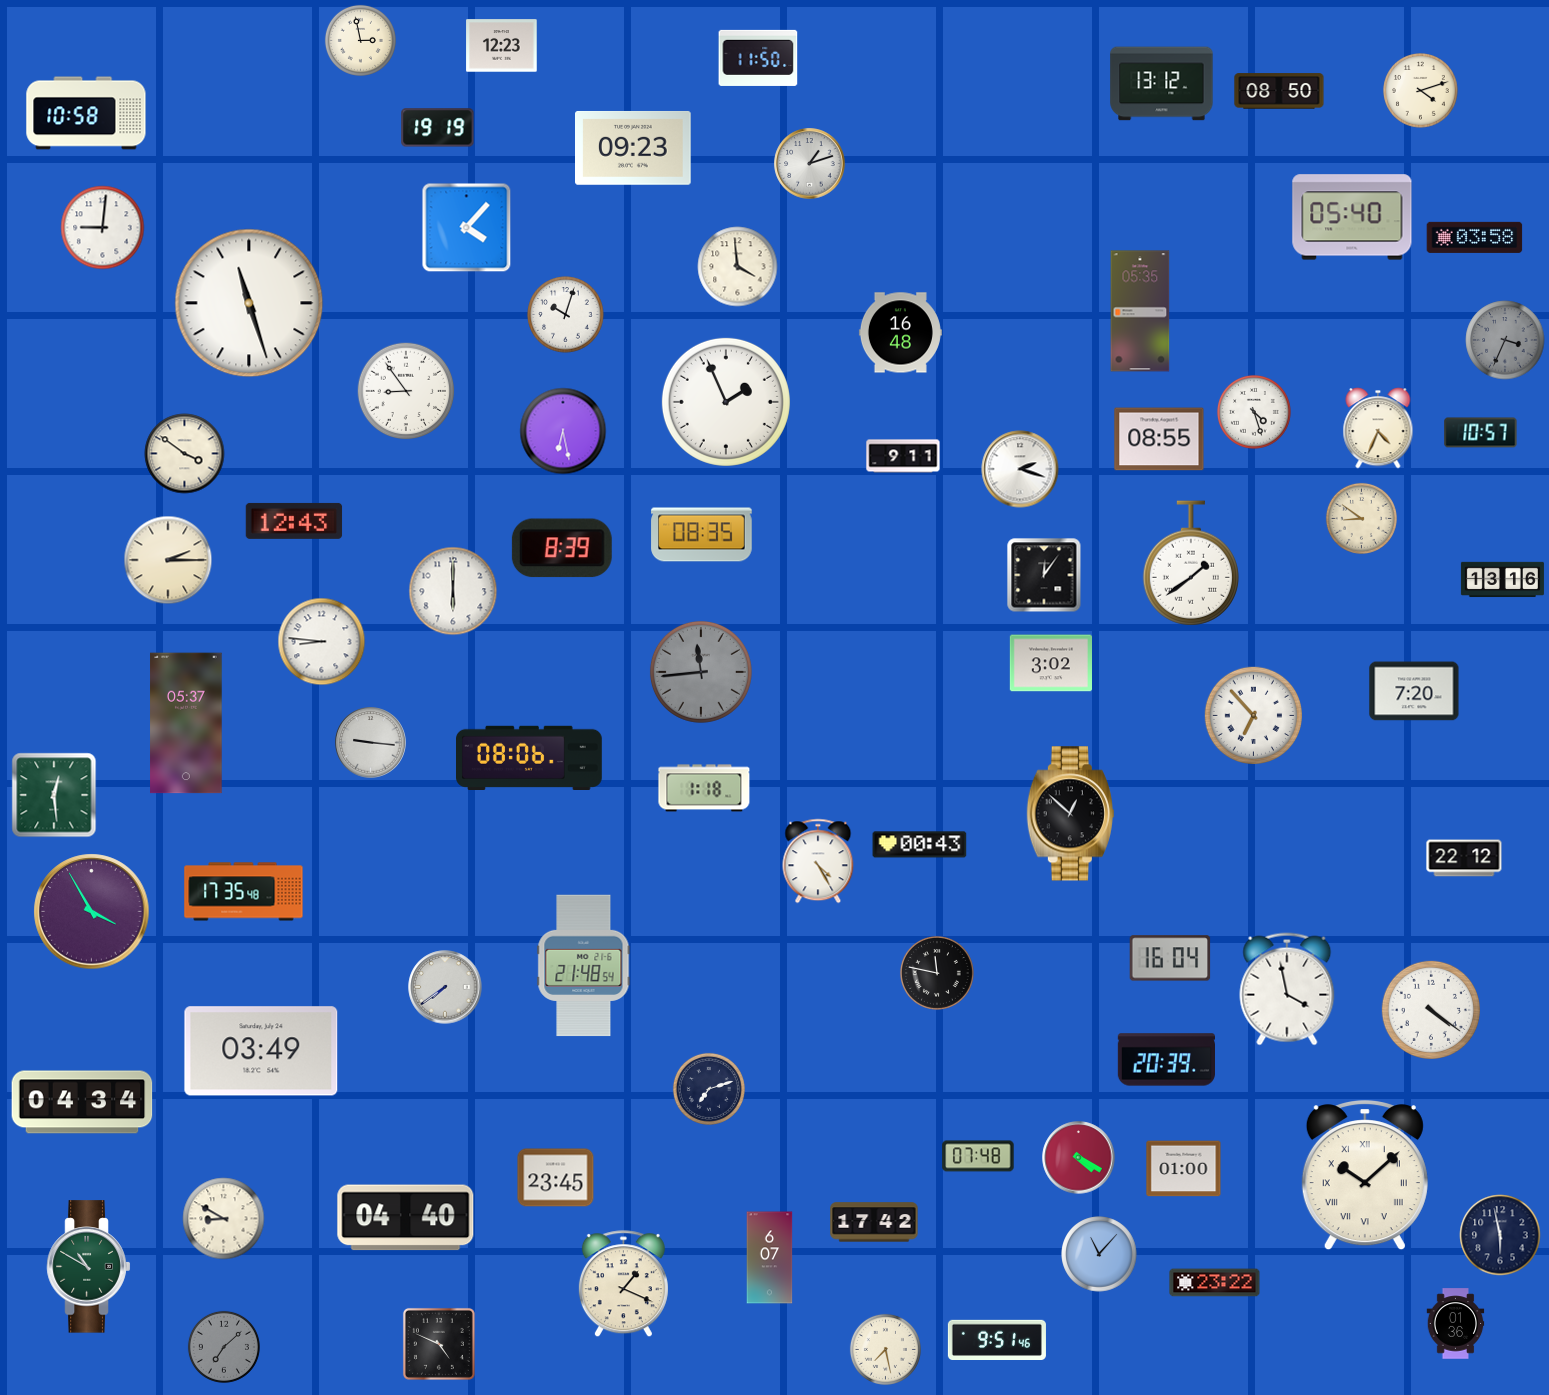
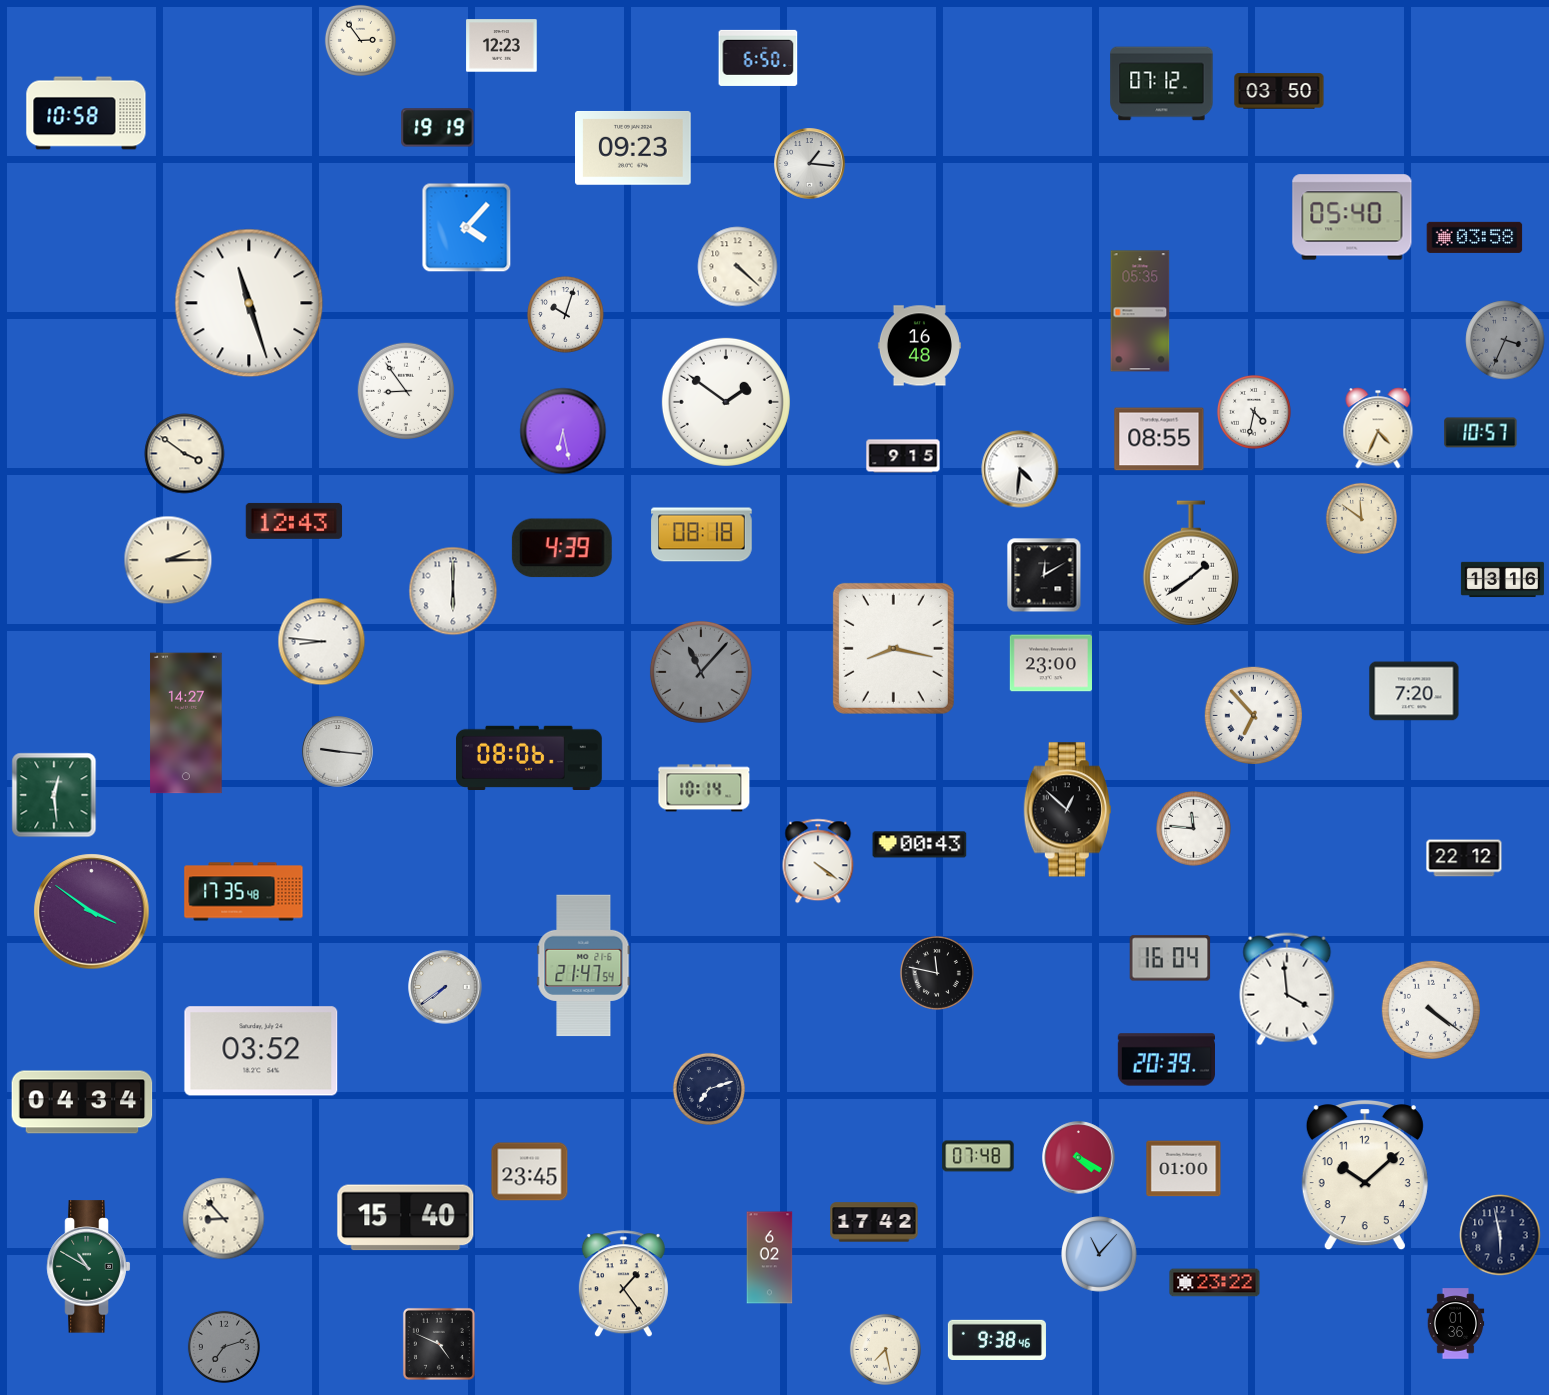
clock at (360, 40): 2:58 -> 2:54
clock at (758, 58): 11:50 -> 6:50
clock at (1162, 84): 13:12 -> 07:12
clock at (1279, 91): 08:50 -> 03:50
clock at (1421, 91): 4:12 -> none
clock at (810, 164): 1:12 -> 1:16
clock at (103, 228): 9:01 -> none
clock at (738, 267): 3:59 -> 4:22
clock at (900, 333) position: (900, 333) -> (919, 346)
clock at (726, 402): 1:56 -> 1:51
clock at (1254, 412): 4:27 -> 4:32
clock at (903, 456): 9:11 -> 9:15
clock at (1020, 469): 2:18 -> 4:31
clock at (1361, 518): 8:51 -> 11:51
clock at (702, 535): 08:35 -> 08:18
clock at (562, 548): 8:39 -> 4:39
clock at (1044, 575): 12:06 -> 12:10
clock at (893, 648): none -> 8:17
clock at (1050, 663): 3:02 -> 23:00
clock at (701, 672): 11:44 -> 11:07
clock at (186, 723): 05:37 -> 14:27
clock at (371, 743) position: (371, 743) -> (338, 752)
clock at (704, 788): 1:18 -> 10:14
clock at (1070, 814) position: (1070, 814) -> (1067, 810)
clock at (1194, 829): none -> 11:46
clock at (818, 861): 4:25 -> 4:21
clock at (92, 912): 3:55 -> 3:51
clock at (584, 966): 21:48 -> 21:47
clock at (1287, 989): 3:58 -> 3:59
clock at (261, 1051): 03:49 -> 03:52
clock at (1365, 1176) numerals: Roman -> Arabic
clock at (556, 1178) position: (556, 1178) -> (530, 1172)
clock at (406, 1218): 04:40 -> 15:40
clock at (224, 1219): 8:50 -> 8:53
clock at (770, 1258): 6:07 -> 6:02
clock at (623, 1284): 1:19 -> 1:24
clock at (997, 1339): 9:51 -> 9:38
clock at (224, 1347): 7:08 -> 7:12
